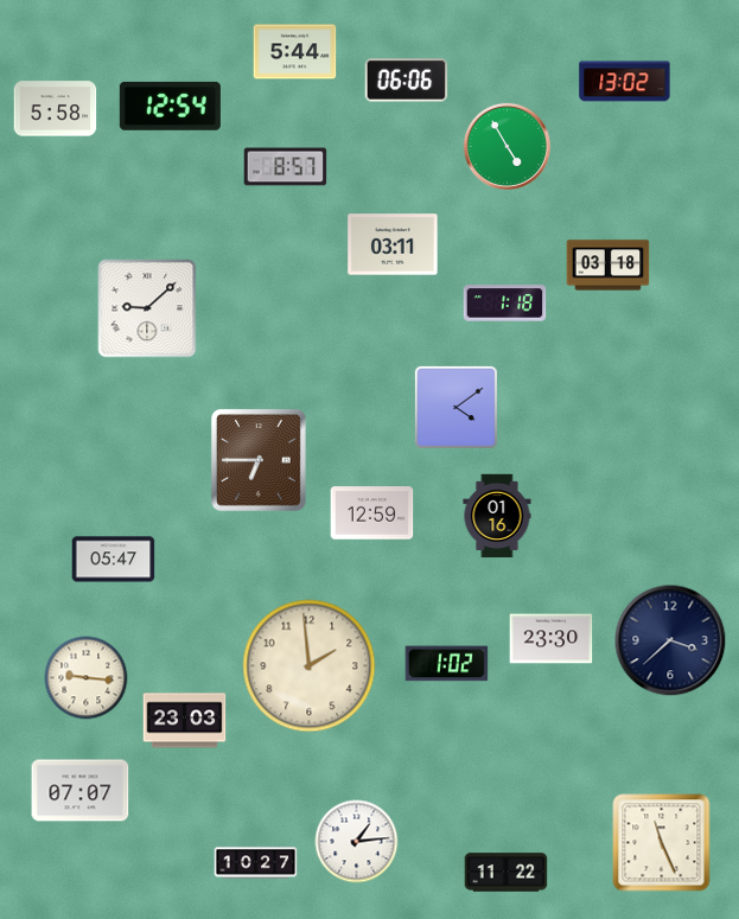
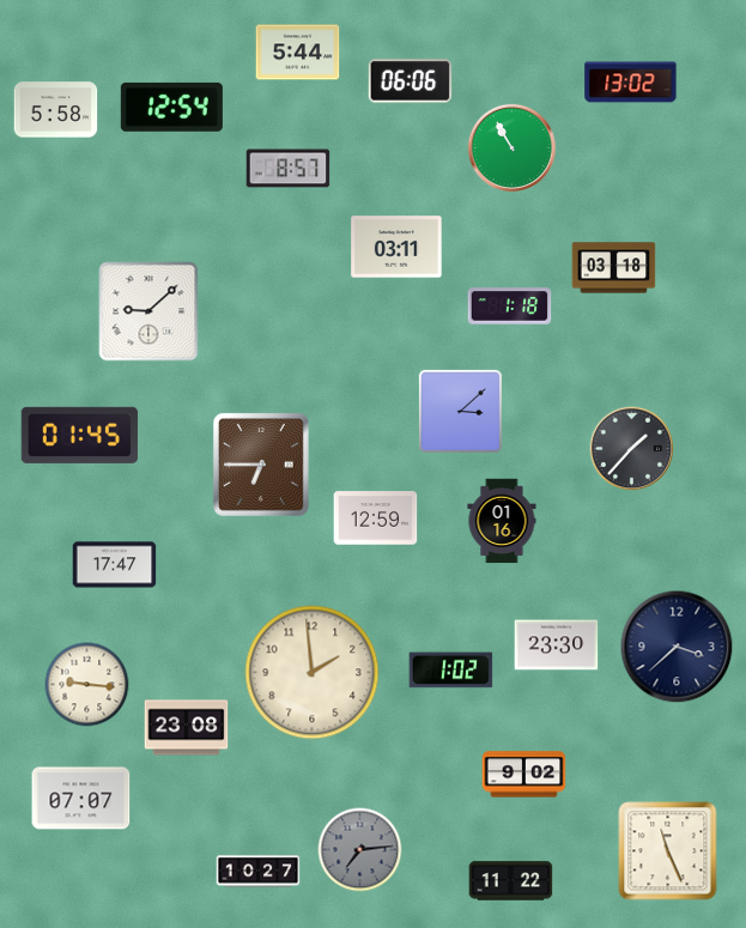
clock at (507, 146): 4:55 -> 10:55
clock at (455, 407): 4:09 -> 3:08
clock at (79, 435): none -> 01:45
clock at (632, 449): none -> 1:37
clock at (114, 560): 05:47 -> 17:47
clock at (185, 721): 23:03 -> 23:08
clock at (524, 775): none -> 9:02
clock at (357, 842): 1:14 -> 7:14
clock at (357, 842) dial: white -> grey
